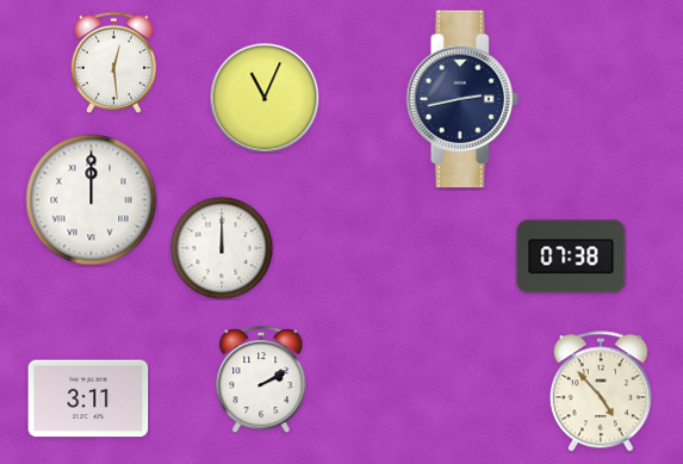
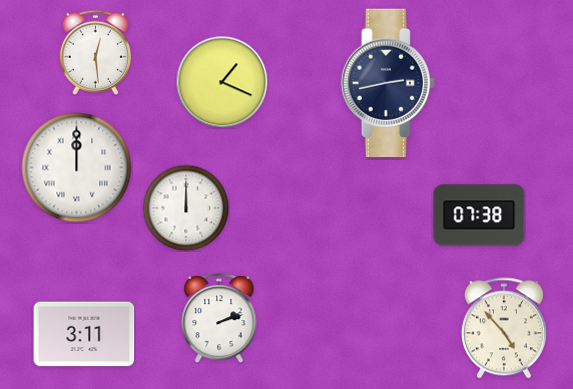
clock at (265, 98): 11:04 -> 1:19
clock at (261, 379): 2:10 -> 2:12
clock at (88, 398) position: (88, 398) -> (84, 334)
